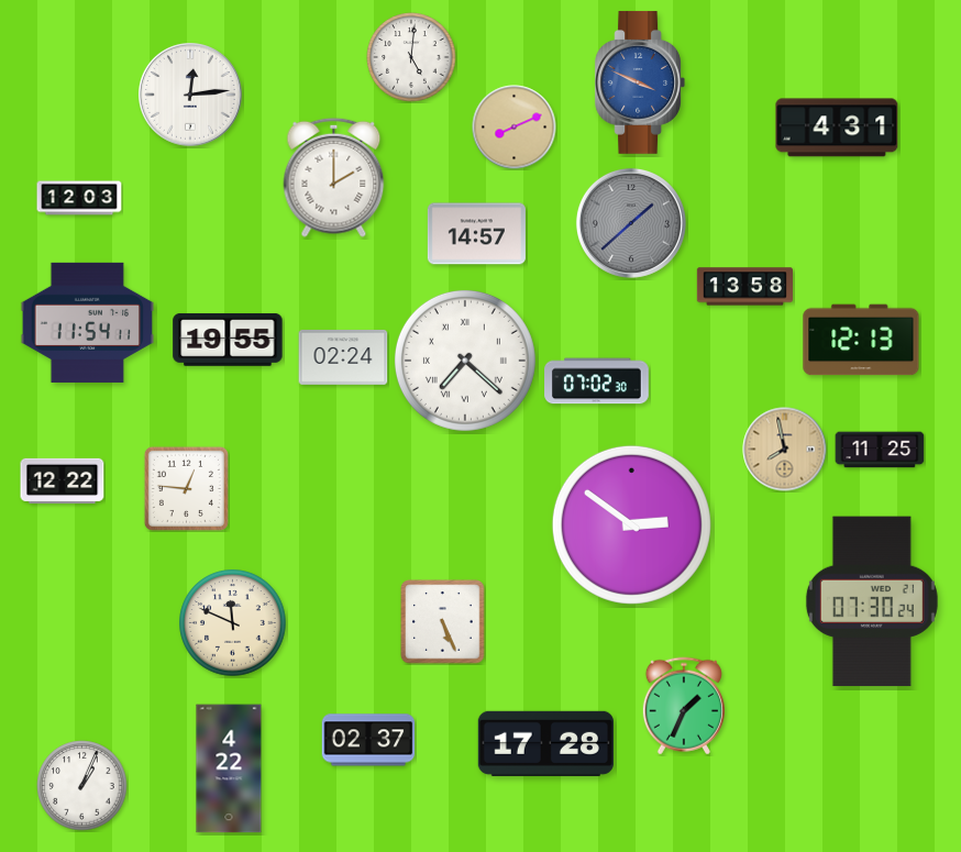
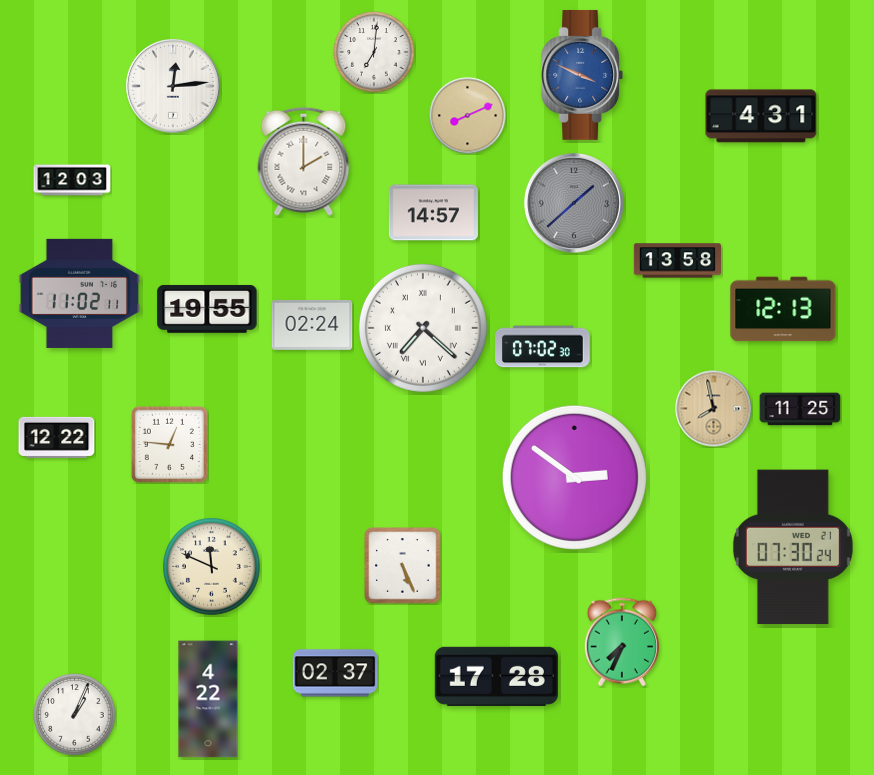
clock at (411, 57): 5:01 -> 7:01
clock at (88, 322): 11:54 -> 11:02
clock at (684, 706): 1:34 -> 7:34
